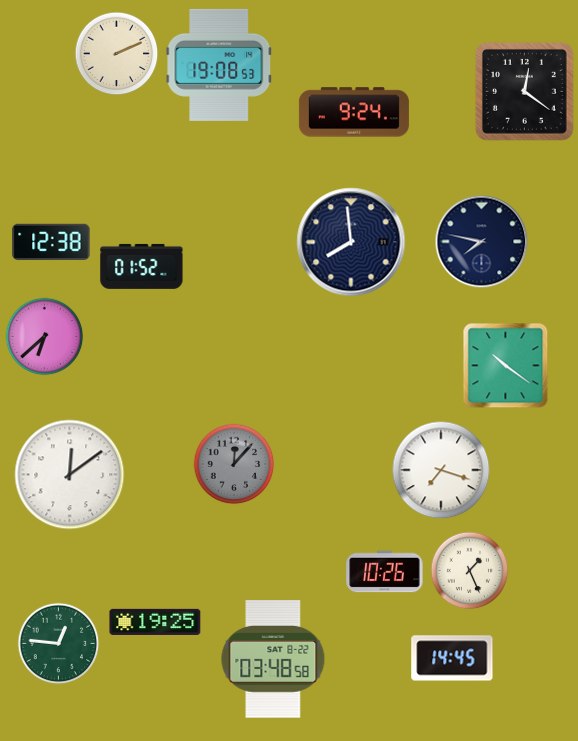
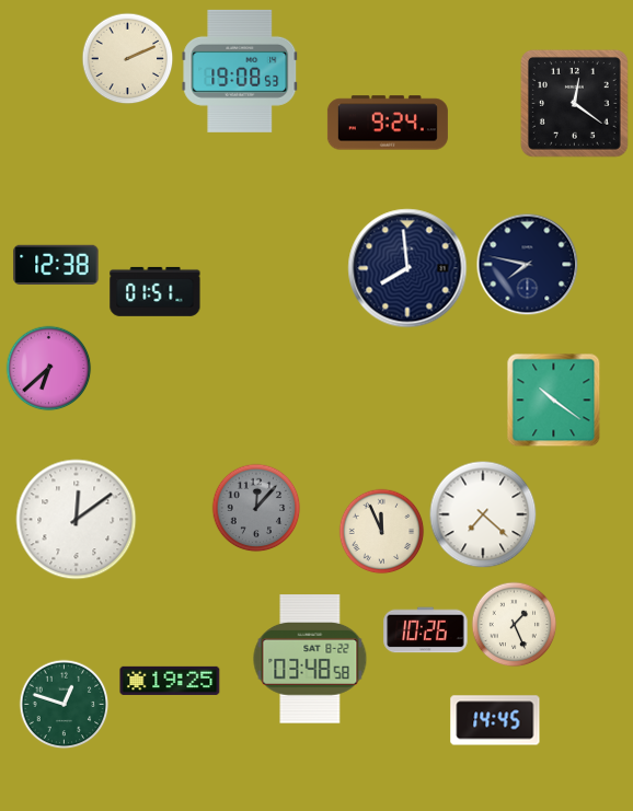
clock at (524, 91) position: (524, 91) -> (574, 103)
clock at (351, 242) position: (351, 242) -> (407, 268)
clock at (142, 266): 01:52 -> 01:51
clock at (441, 470): 7:18 -> 7:22
clock at (381, 531): none -> 11:56
clock at (385, 572) position: (385, 572) -> (426, 630)
clock at (58, 643): 12:46 -> 12:48
clock at (273, 659) position: (273, 659) -> (310, 659)
